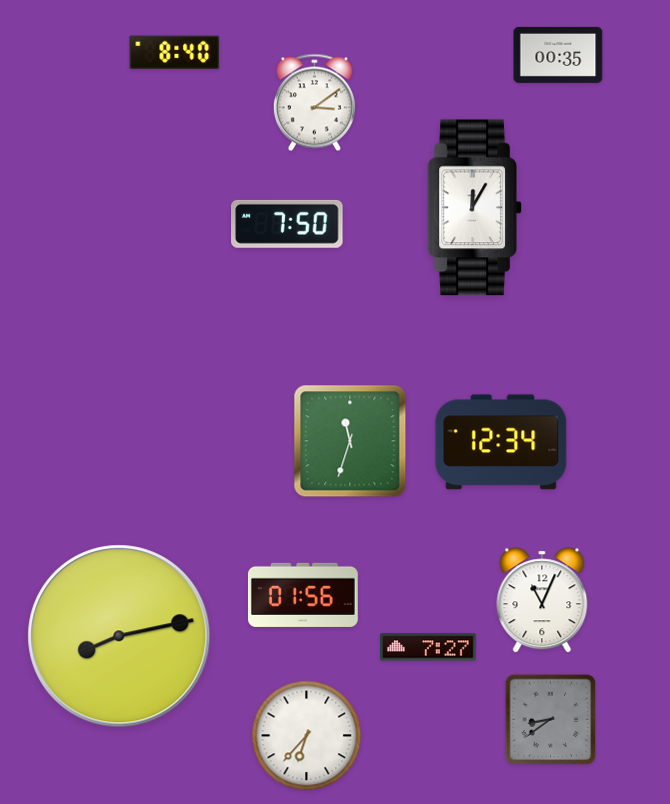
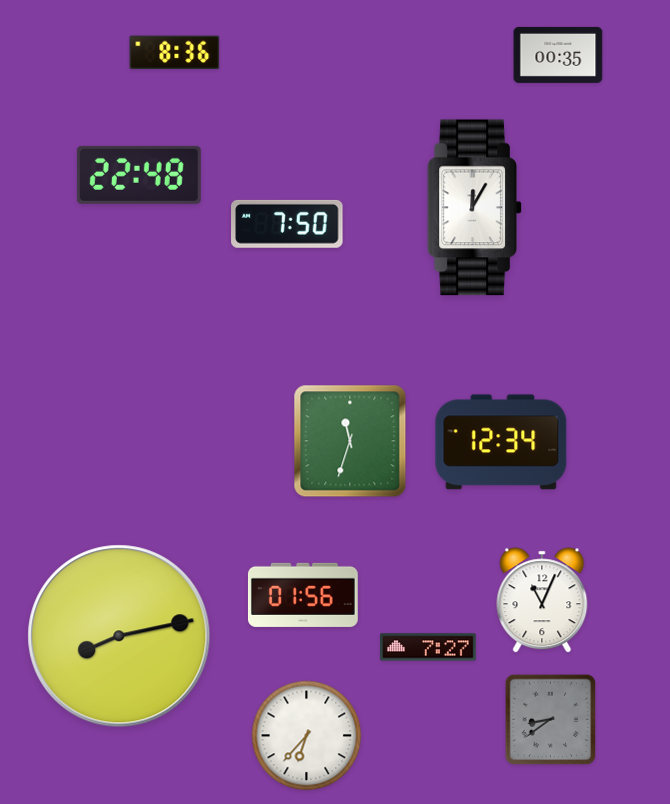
clock at (175, 53): 8:40 -> 8:36
clock at (314, 103): 3:09 -> none
clock at (139, 175): none -> 22:48
